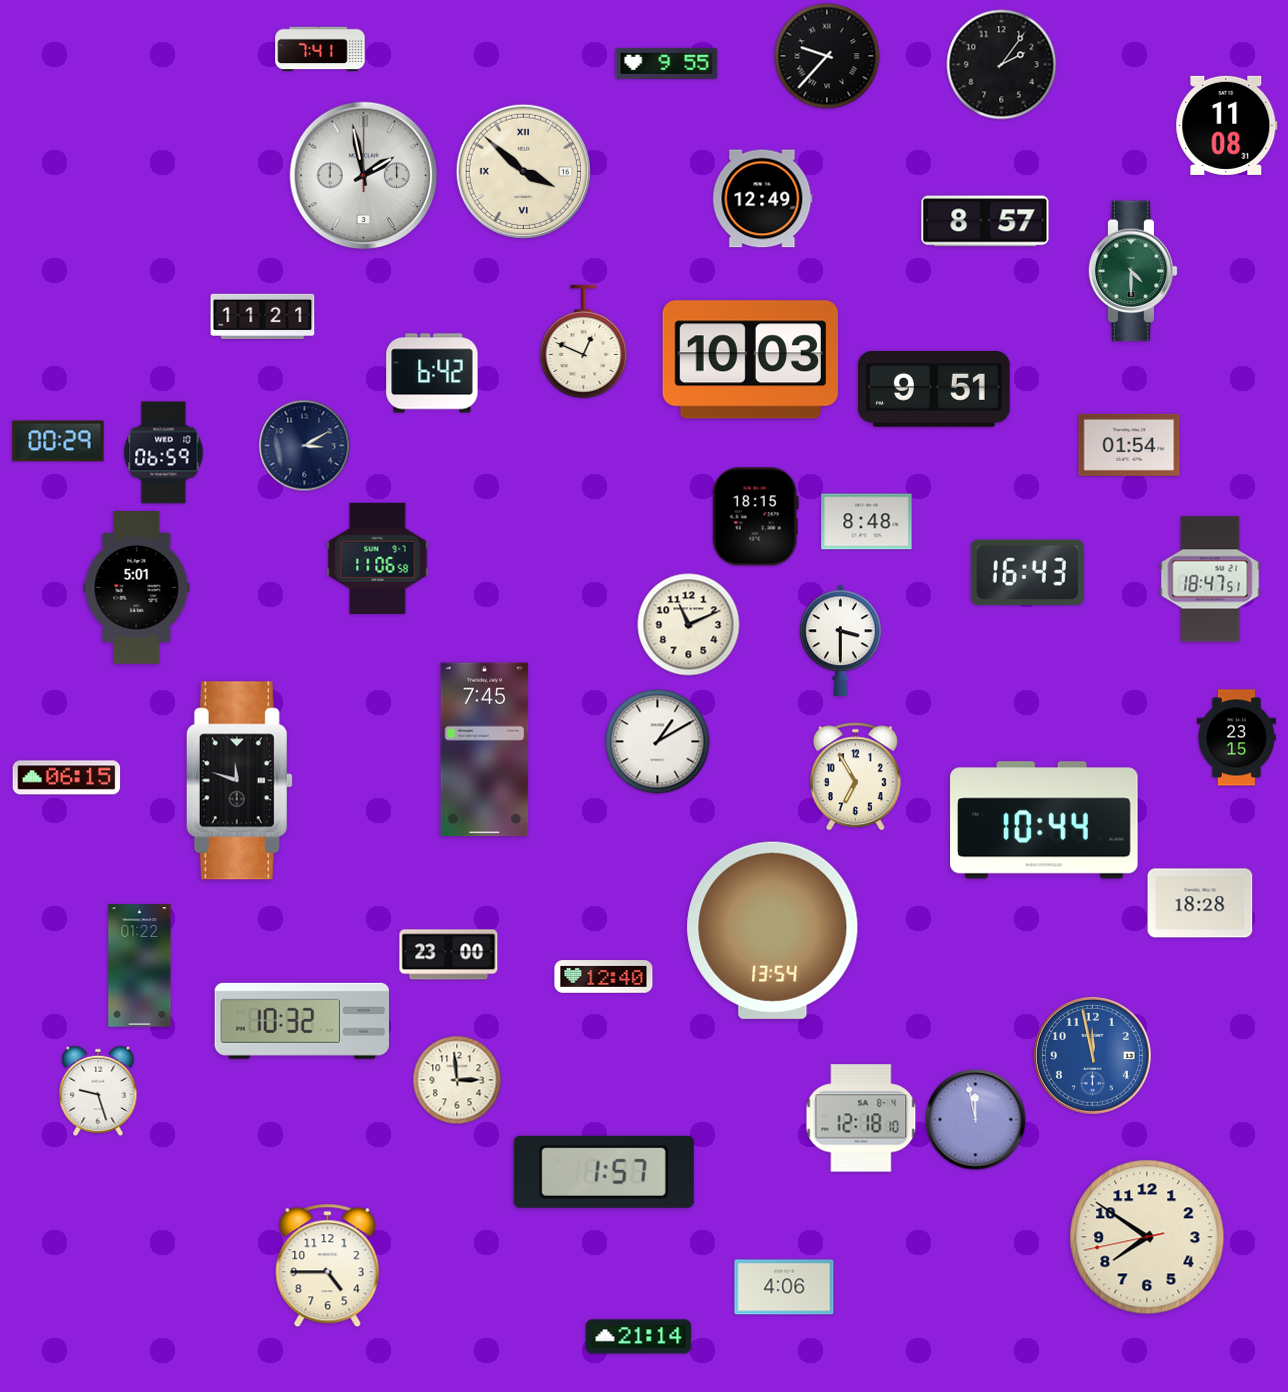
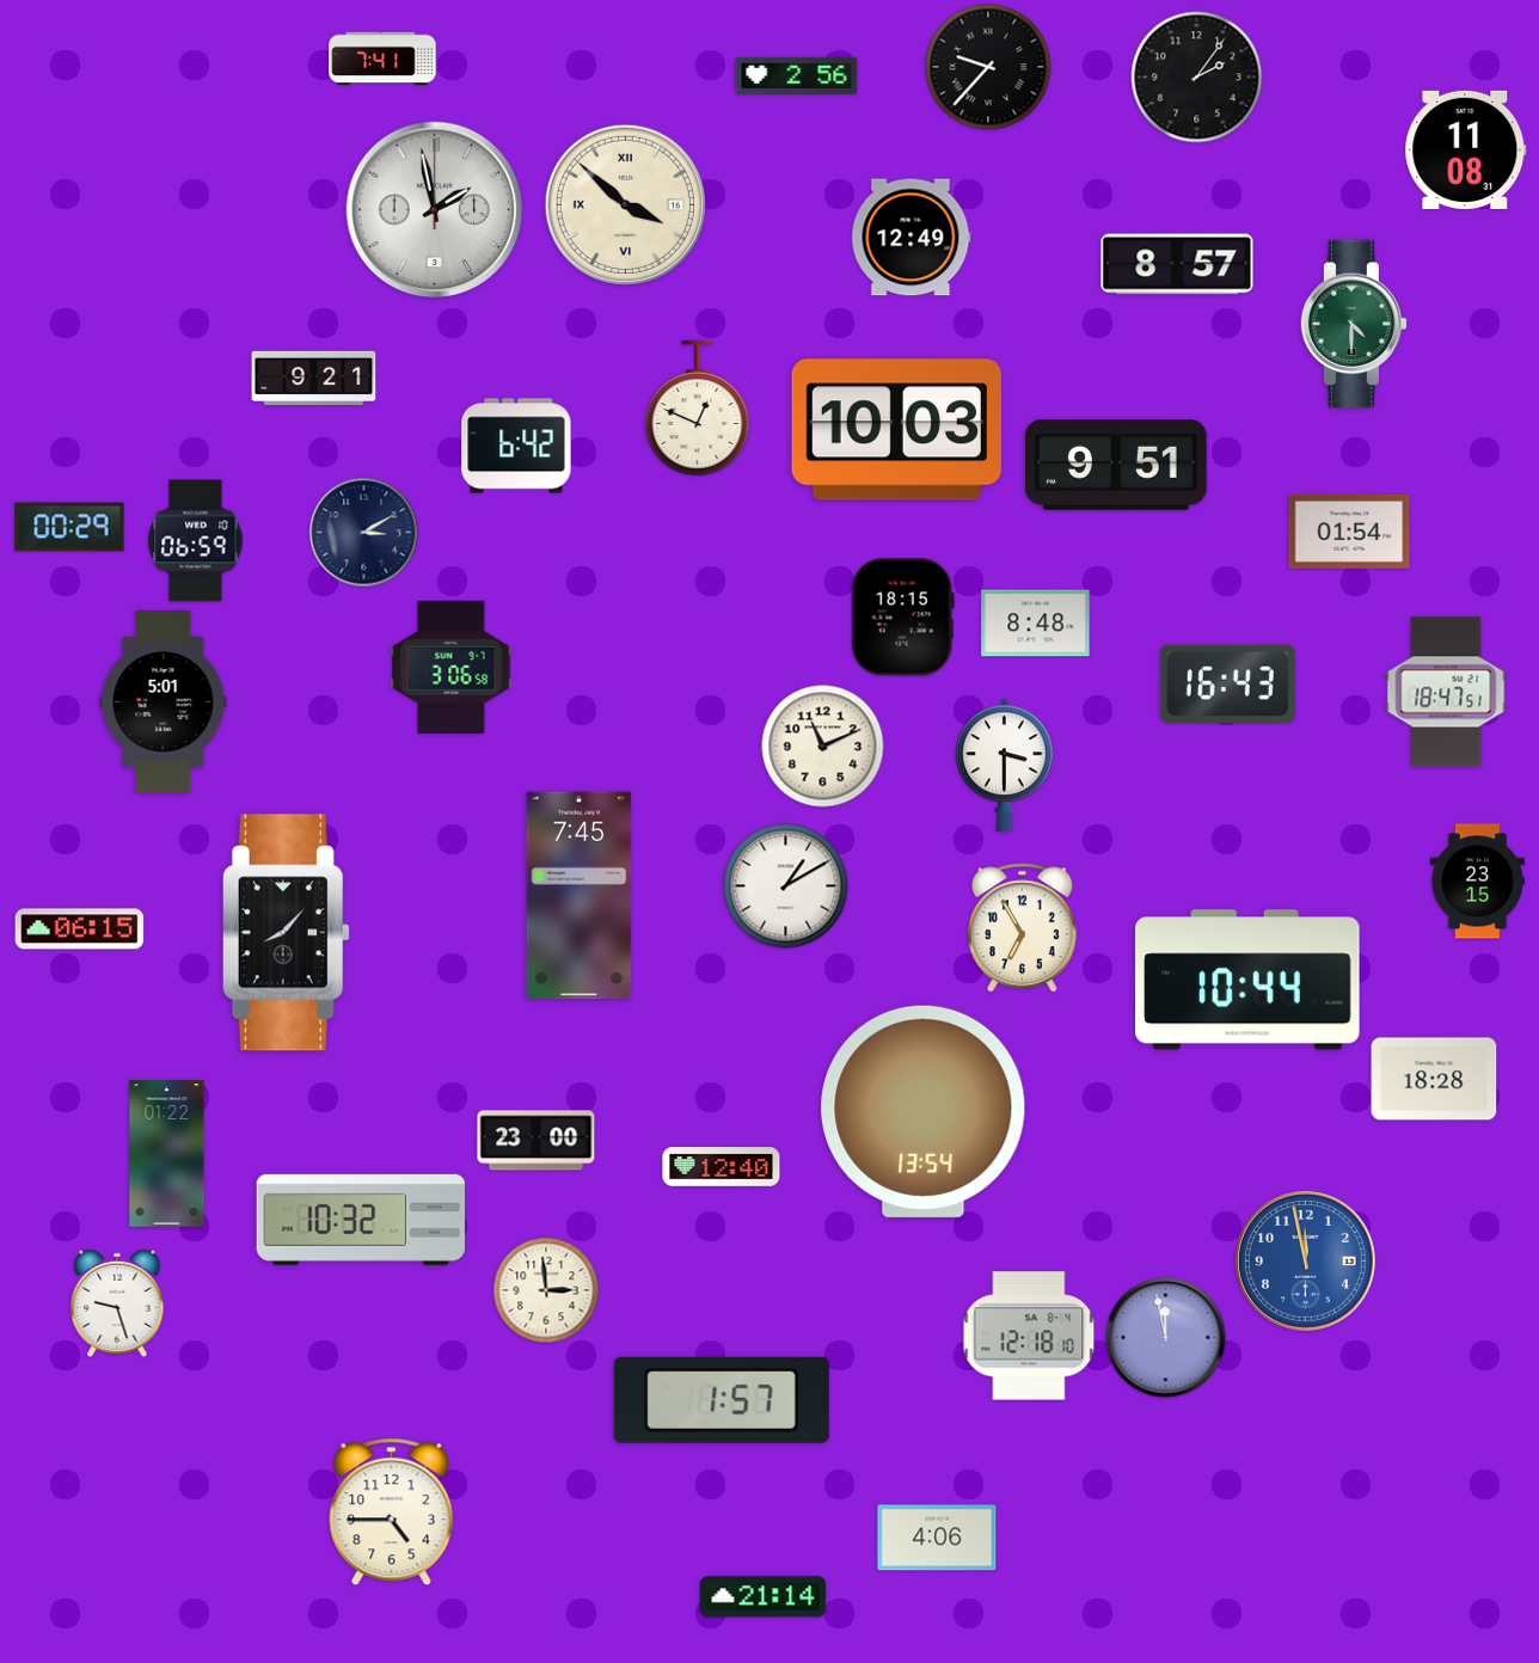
clock at (667, 63): 9:55 -> 2:56
clock at (263, 316): 11:21 -> 9:21
clock at (378, 558): 11:06 -> 3:06
clock at (239, 781): 11:48 -> 8:07
clock at (1147, 1237): 7:50 -> none
